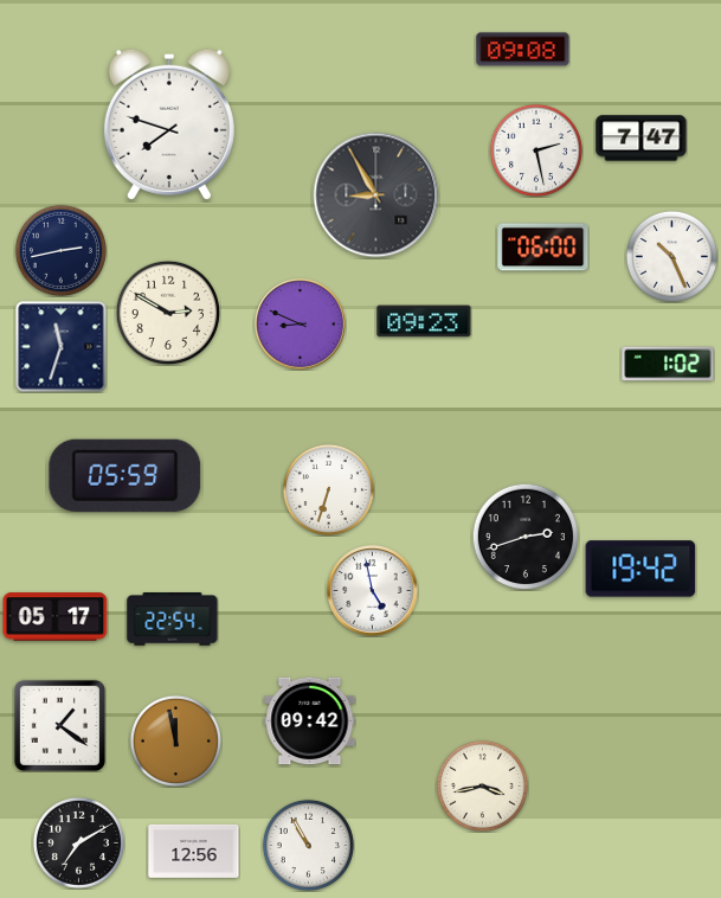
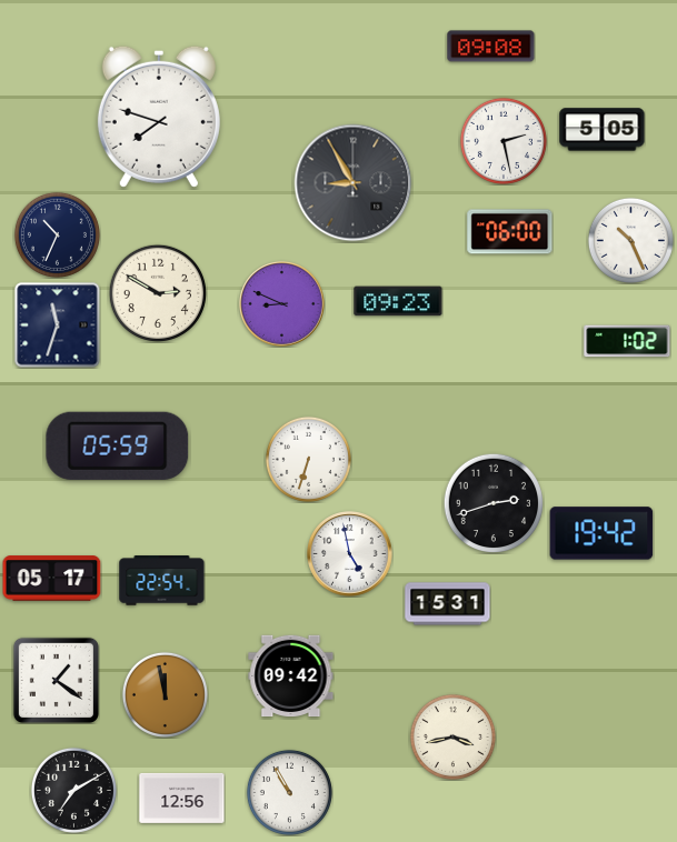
clock at (642, 139): 7:47 -> 5:05
clock at (60, 250): 2:43 -> 10:34
clock at (448, 604): none -> 15:31
